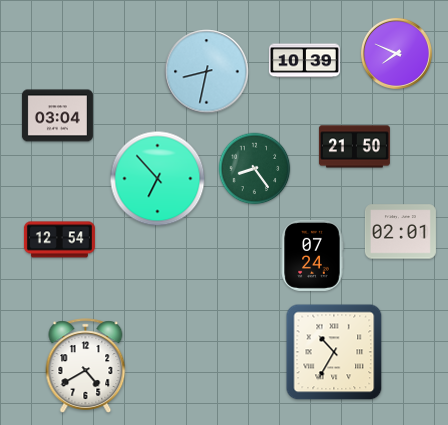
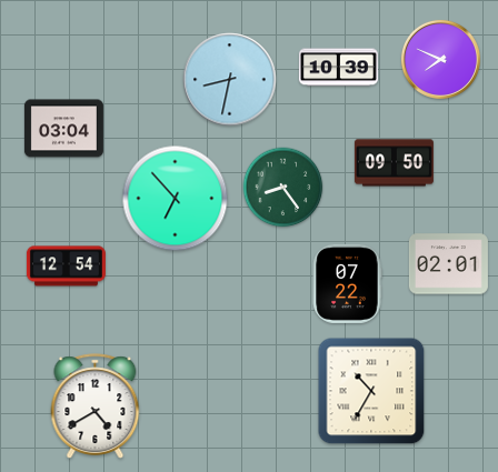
clock at (354, 147): 21:50 -> 09:50
clock at (400, 232) position: (400, 232) -> (448, 264)
clock at (312, 255): 07:24 -> 07:22
